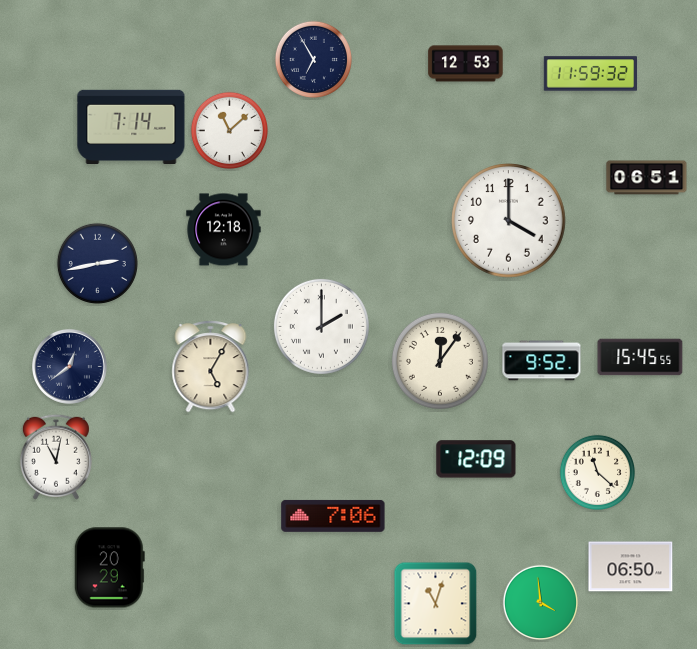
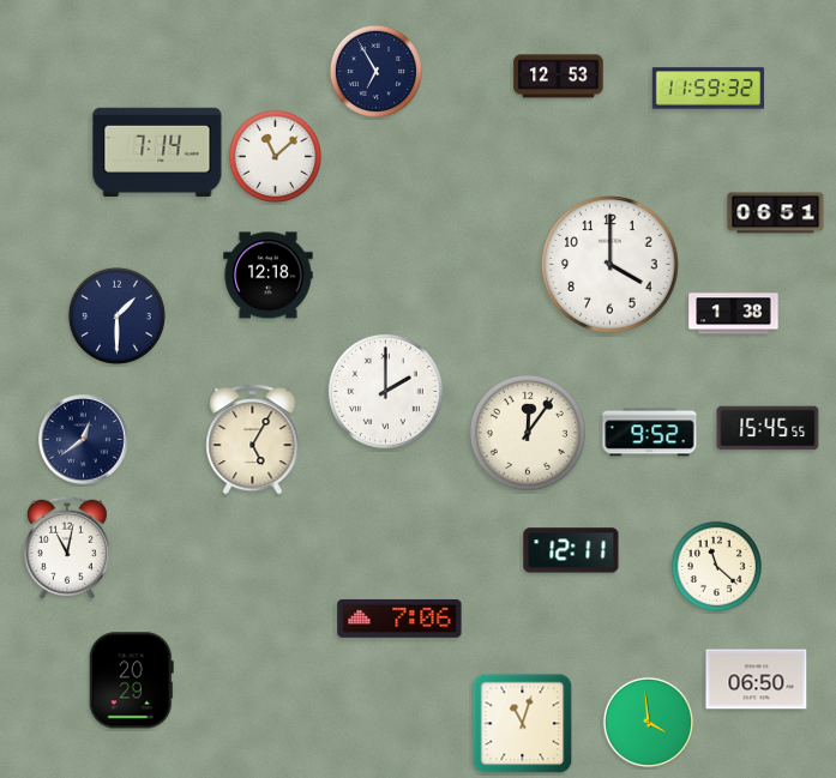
clock at (734, 314): none -> 1:38
clock at (97, 263): 2:43 -> 1:30
clock at (476, 459): 12:09 -> 12:11
